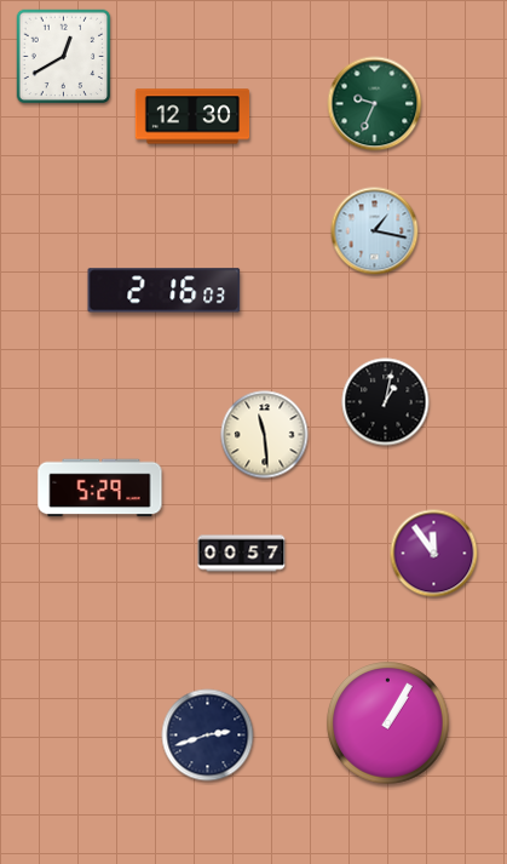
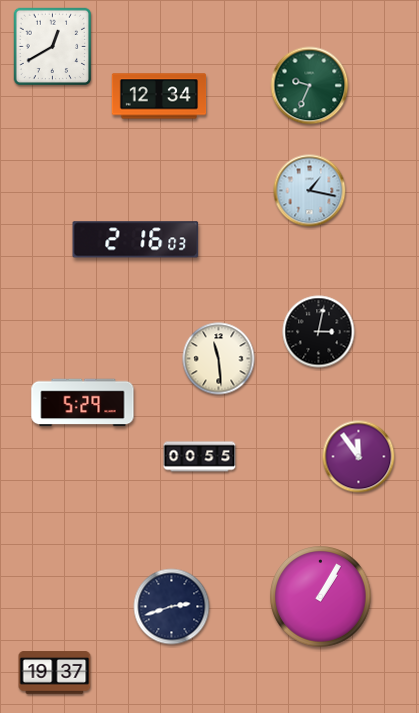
clock at (192, 116): 12:30 -> 12:34
clock at (386, 402): 1:02 -> 3:02
clock at (242, 554): 00:57 -> 00:55
clock at (55, 673): none -> 19:37
